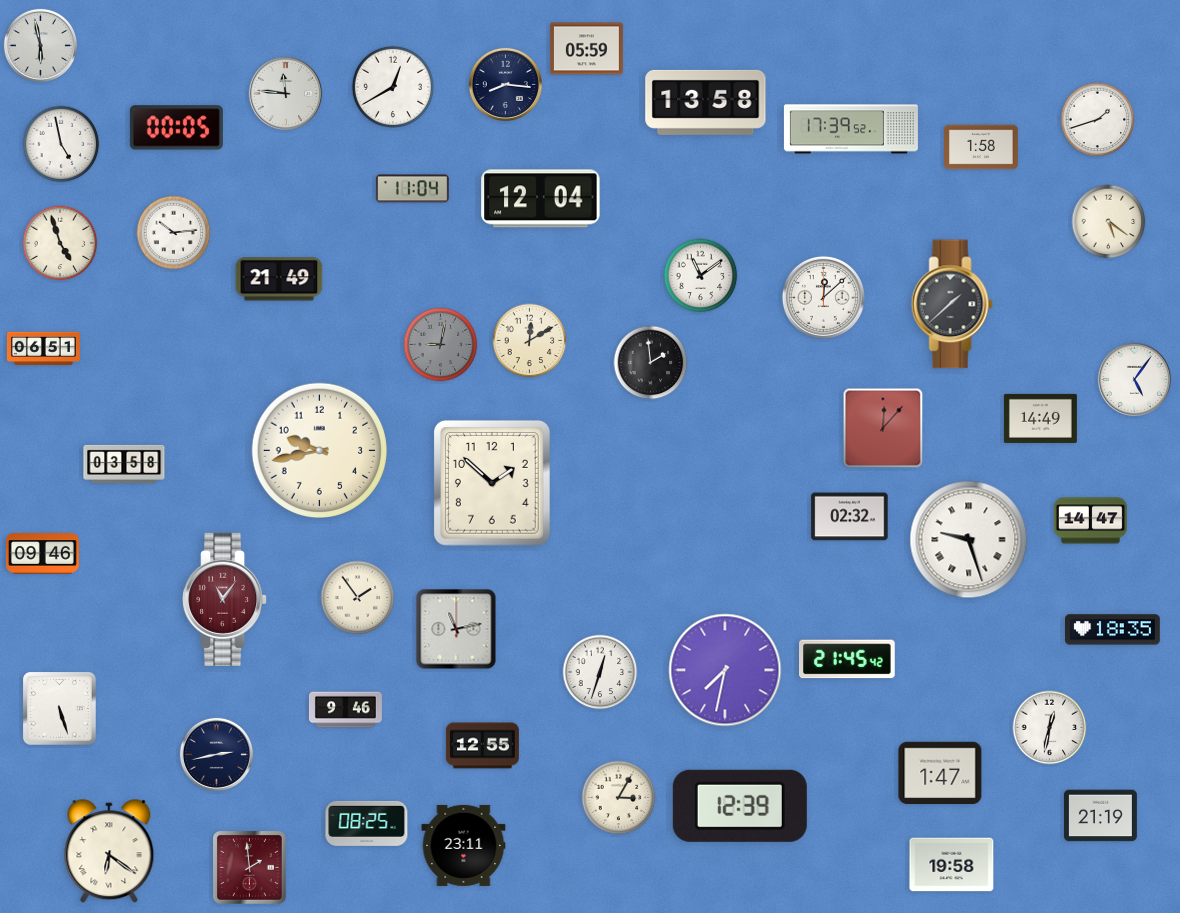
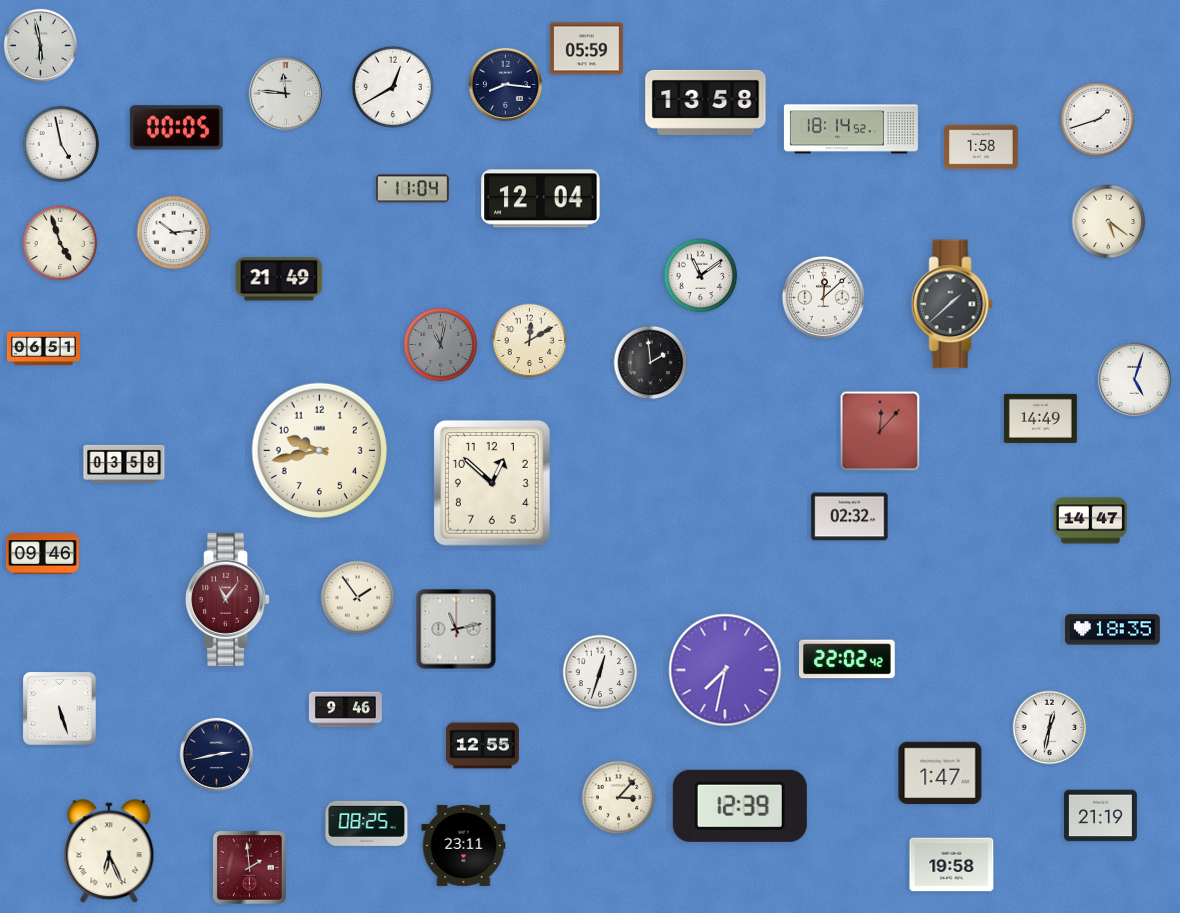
clock at (851, 129): 17:39 -> 18:14
clock at (441, 345): 9:02 -> 11:02
clock at (1134, 379): 5:06 -> 5:03
clock at (883, 428) position: (883, 428) -> (880, 431)
clock at (492, 483): 1:52 -> 12:52
clock at (969, 540): 9:27 -> none
clock at (225, 599) position: (225, 599) -> (228, 599)
clock at (847, 659): 21:45 -> 22:02
clock at (619, 798): 3:05 -> 3:07
clock at (109, 852): 6:21 -> 6:26
